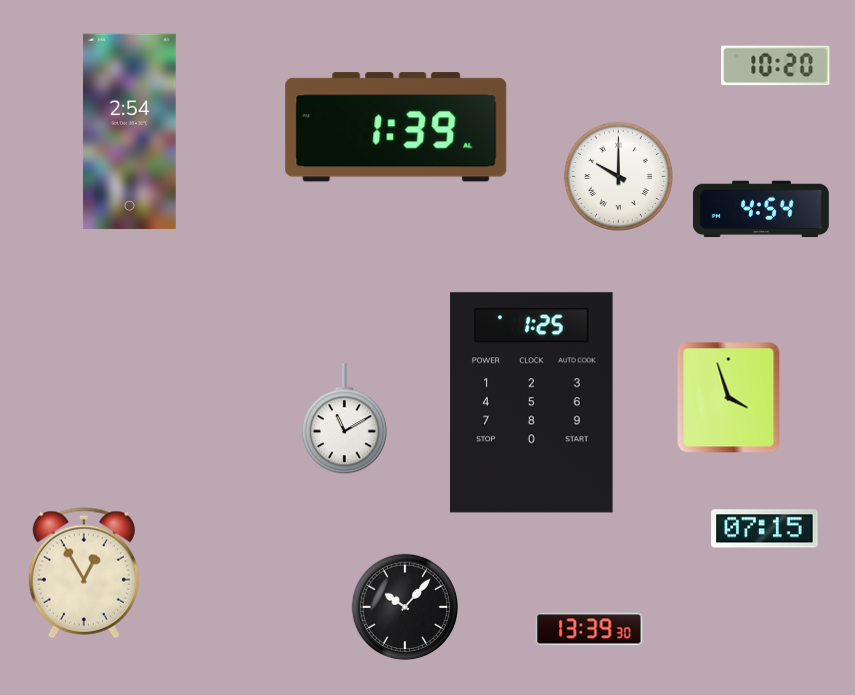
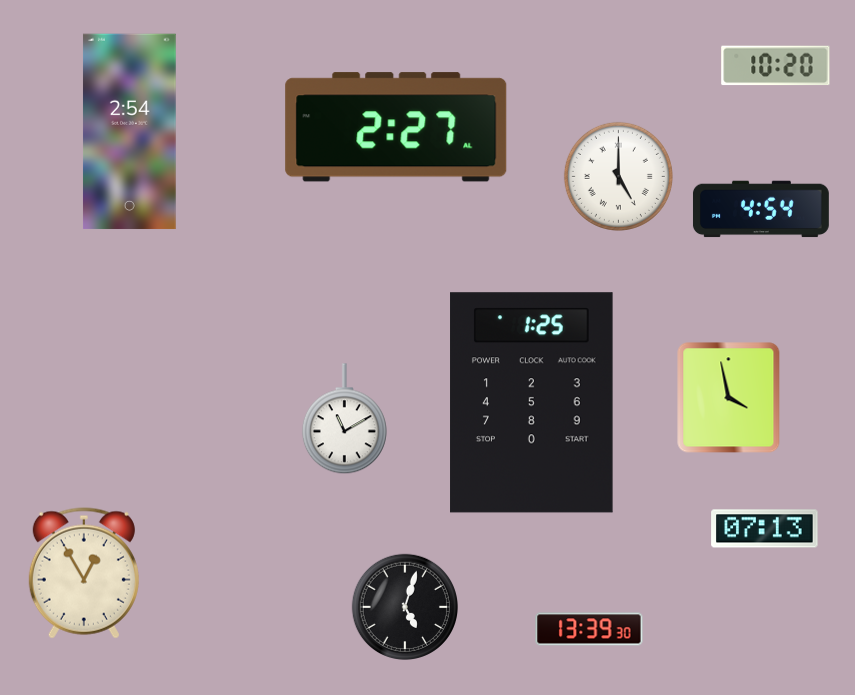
clock at (396, 127): 1:39 -> 2:27
clock at (618, 176): 10:00 -> 5:00
clock at (729, 398): 3:57 -> 3:58
clock at (765, 529): 07:15 -> 07:13
clock at (404, 606): 10:07 -> 5:03
